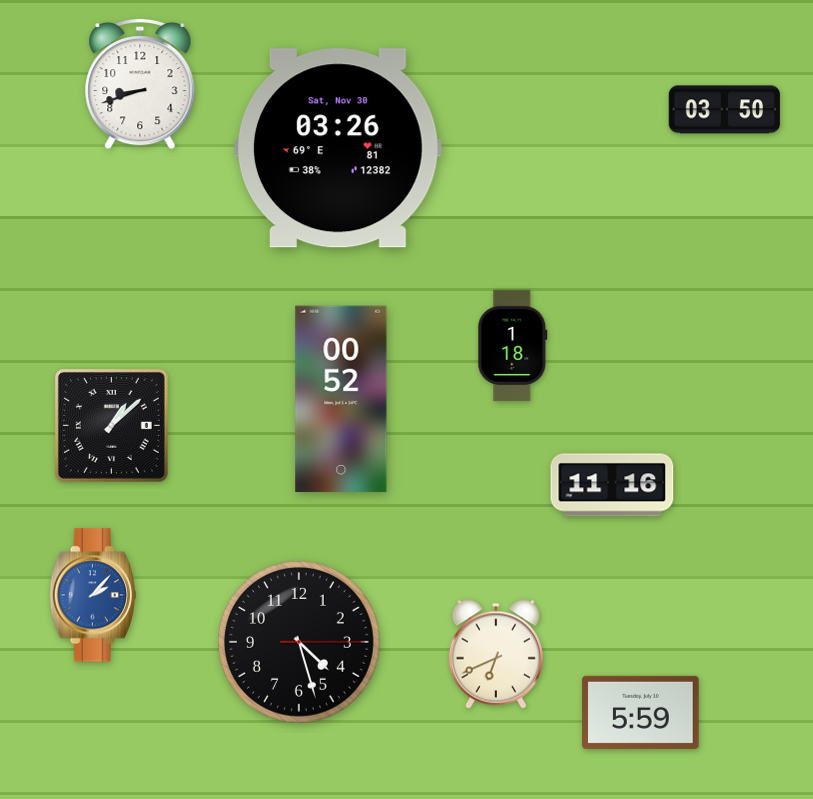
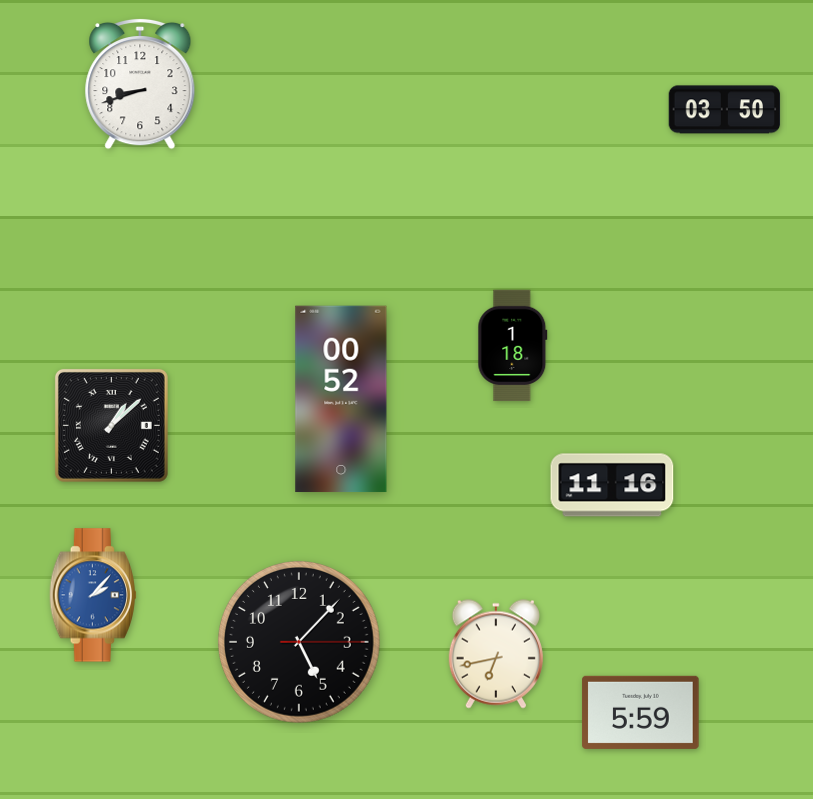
clock at (338, 148): 03:26 -> none
clock at (299, 642): 4:27 -> 5:07
clock at (496, 654): 6:41 -> 6:43
